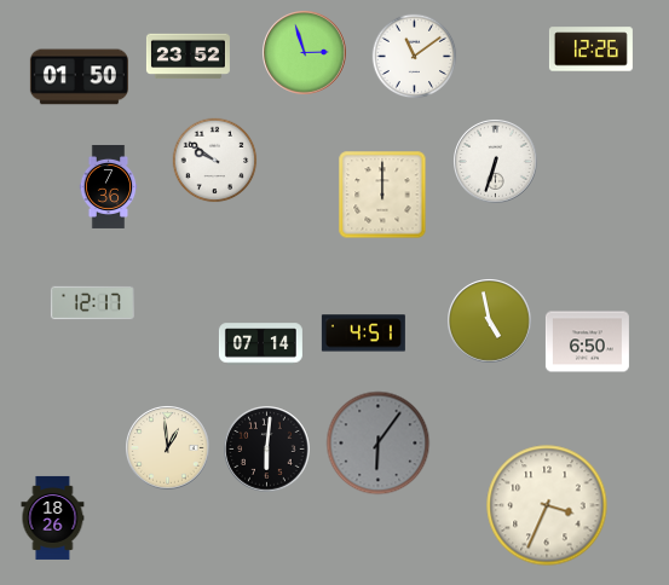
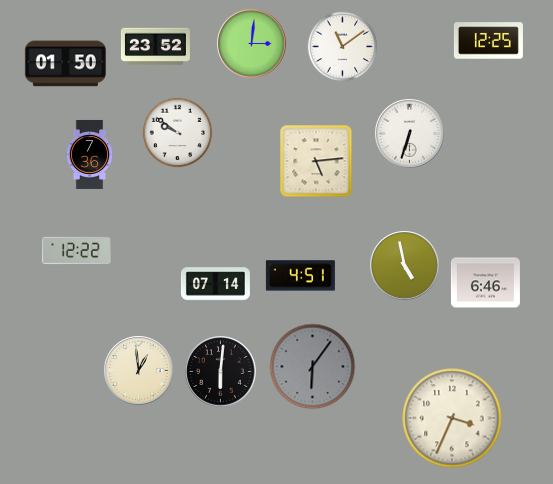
clock at (590, 50): 12:26 -> 12:25
clock at (305, 53): 2:57 -> 3:01
clock at (382, 195): 12:00 -> 5:14
clock at (92, 303): 12:17 -> 12:22
clock at (587, 342): 6:50 -> 6:46
clock at (53, 517): 18:26 -> none
